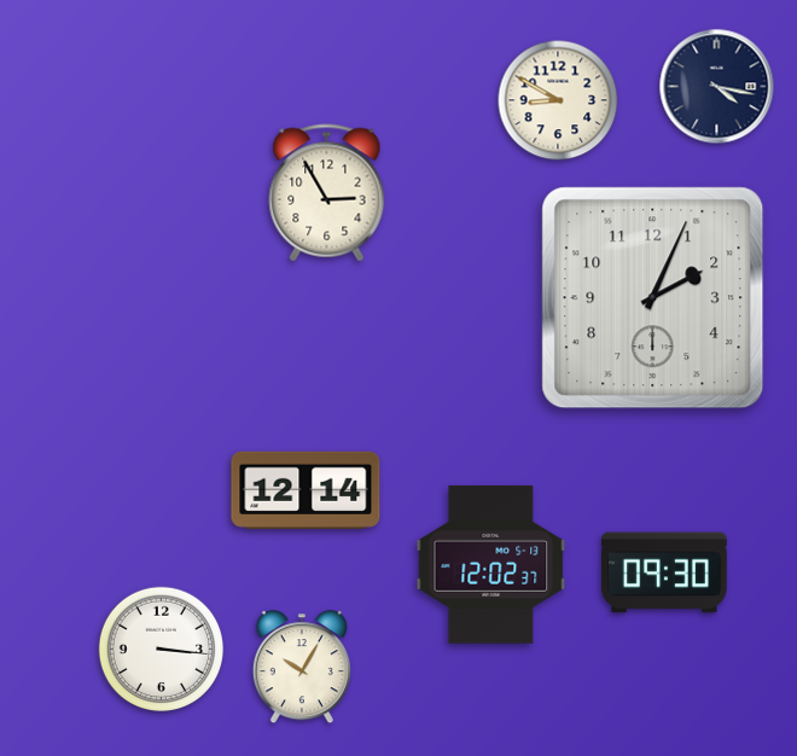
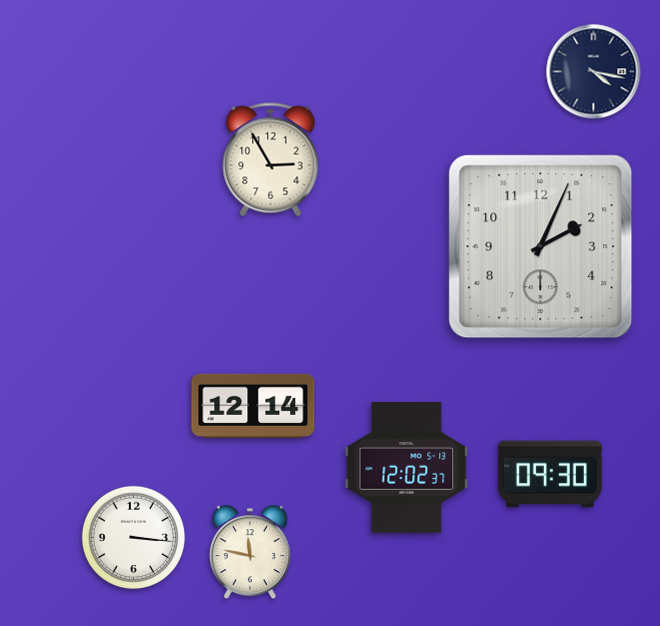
clock at (558, 100): 8:50 -> none
clock at (302, 668): 10:05 -> 11:47
